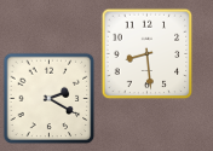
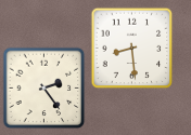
clock at (50, 99): 2:20 -> 2:24
